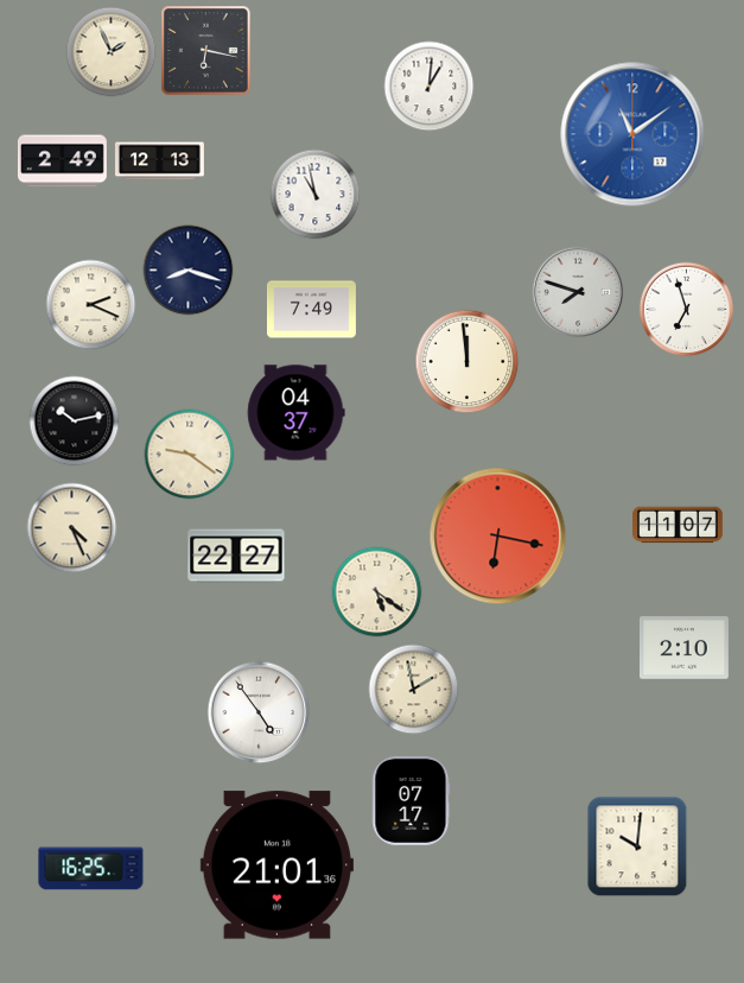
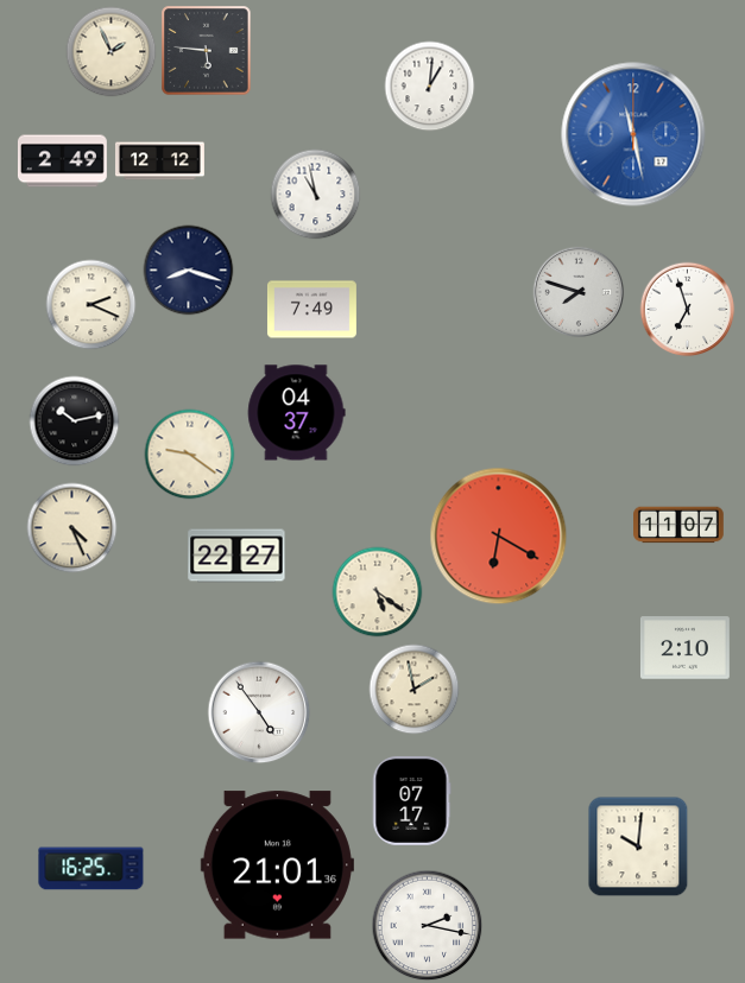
clock at (206, 51): 6:17 -> 5:46
clock at (632, 134): 11:09 -> 11:28
clock at (159, 161): 12:13 -> 12:12
clock at (468, 362): 11:59 -> none
clock at (498, 537): 6:17 -> 6:20
clock at (428, 926): none -> 2:17
